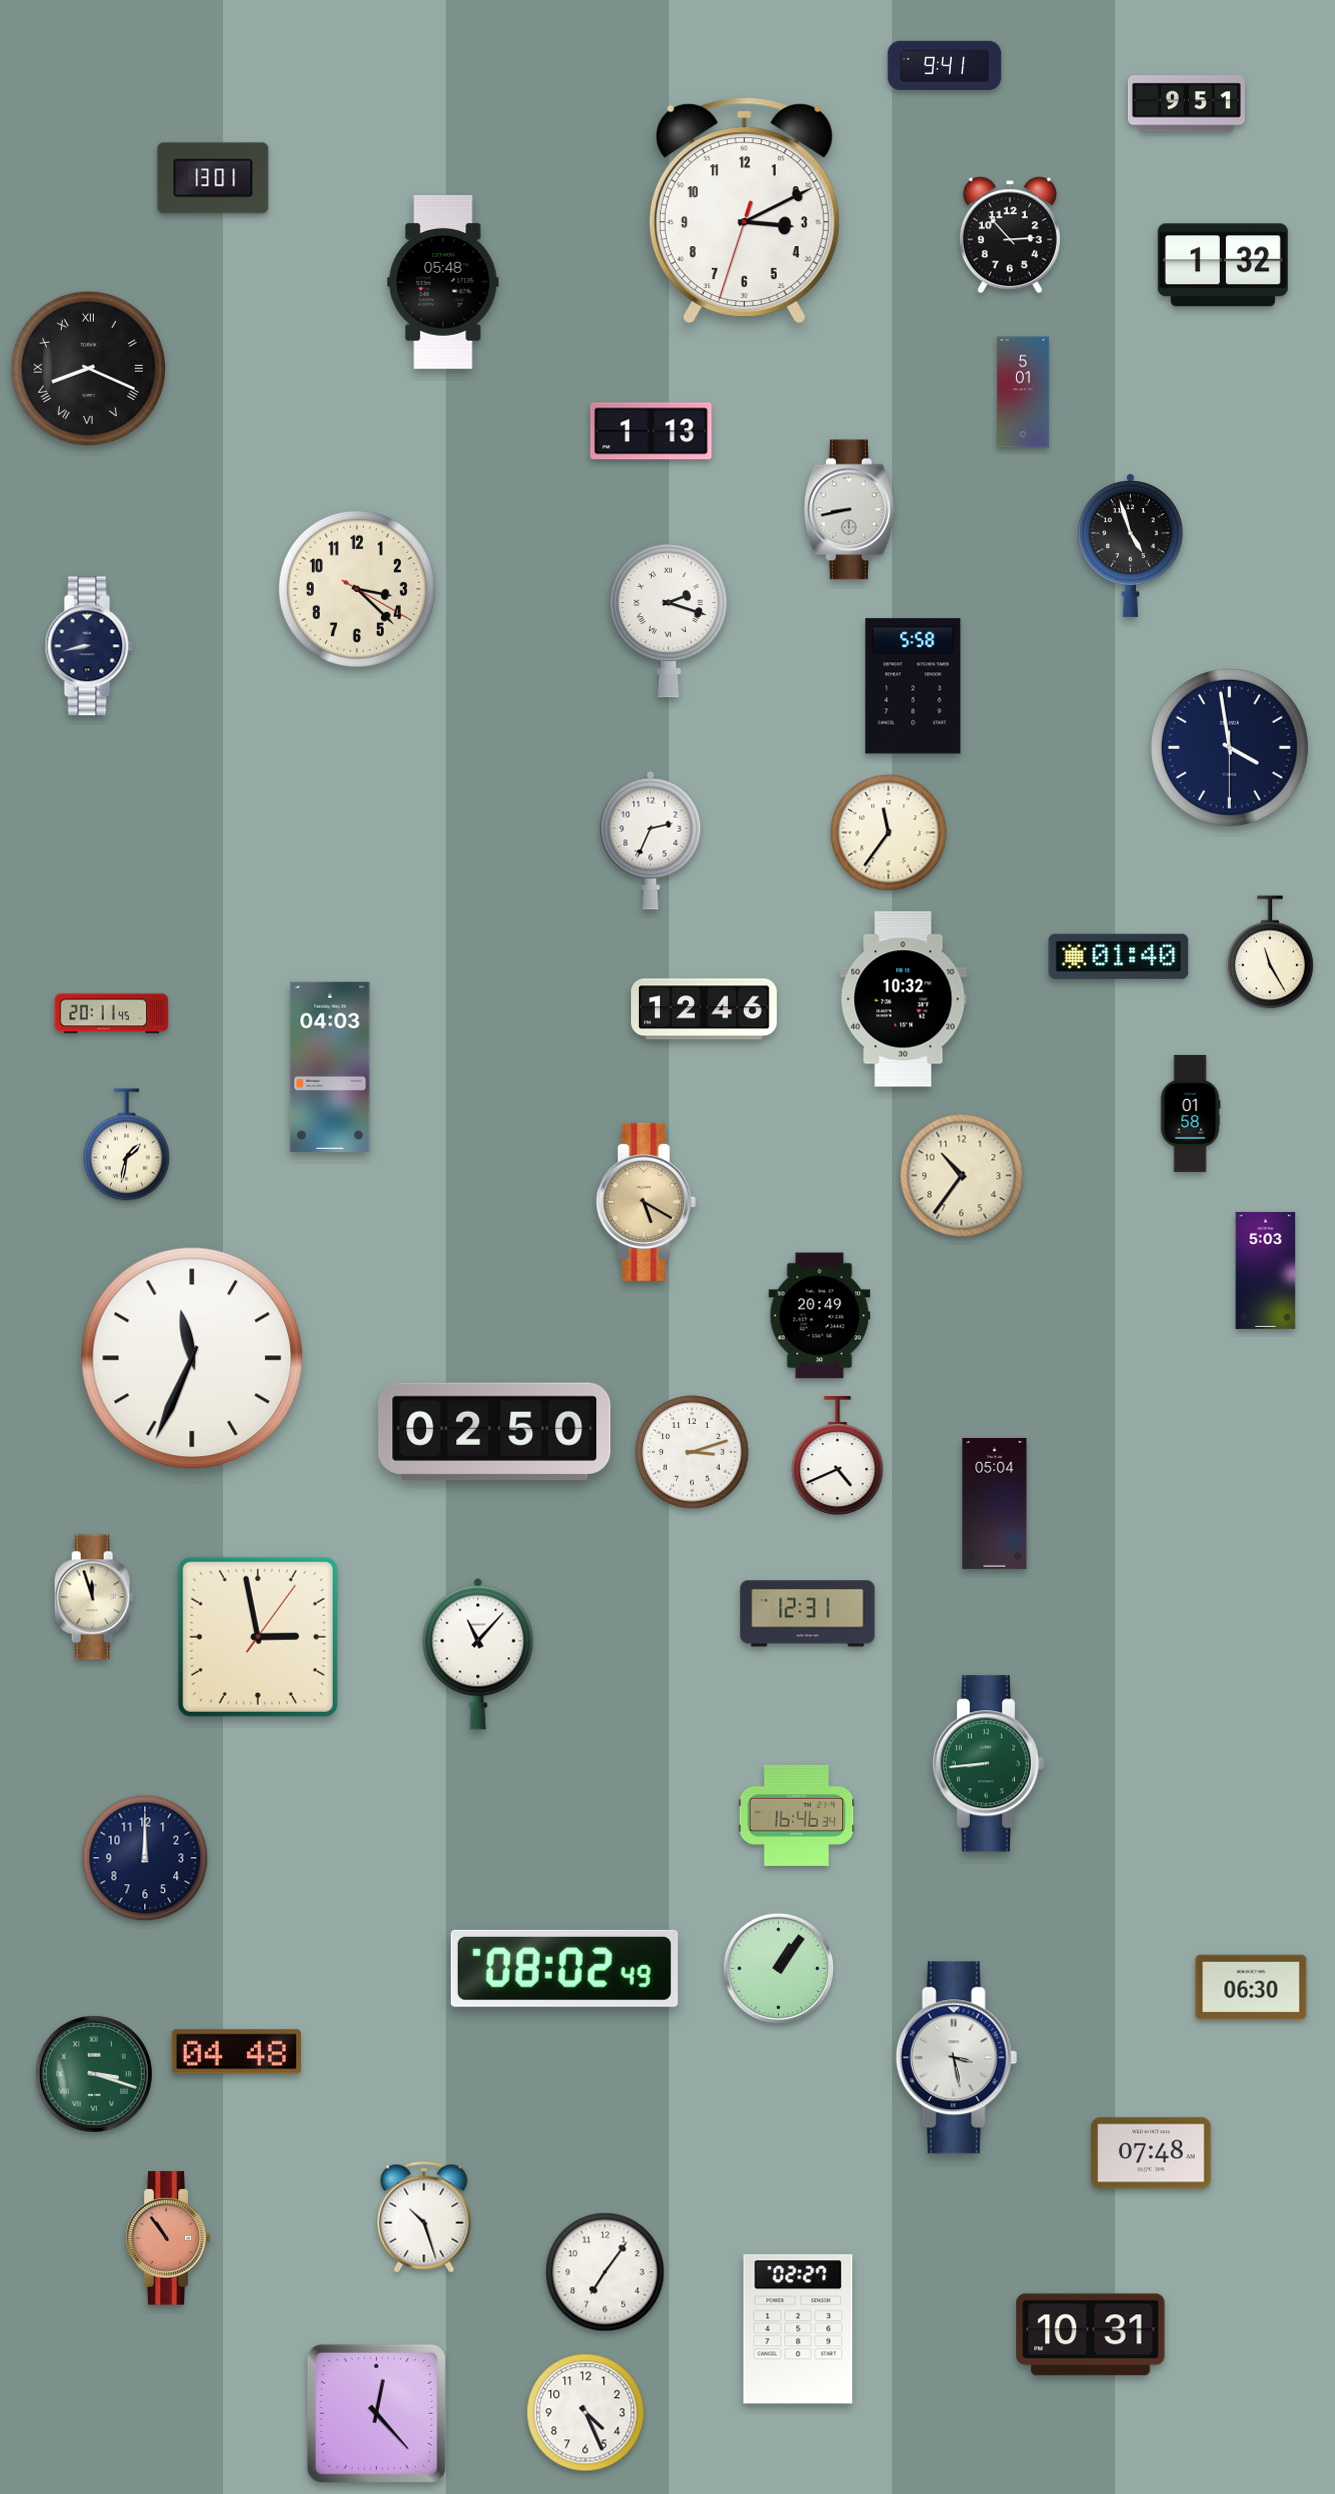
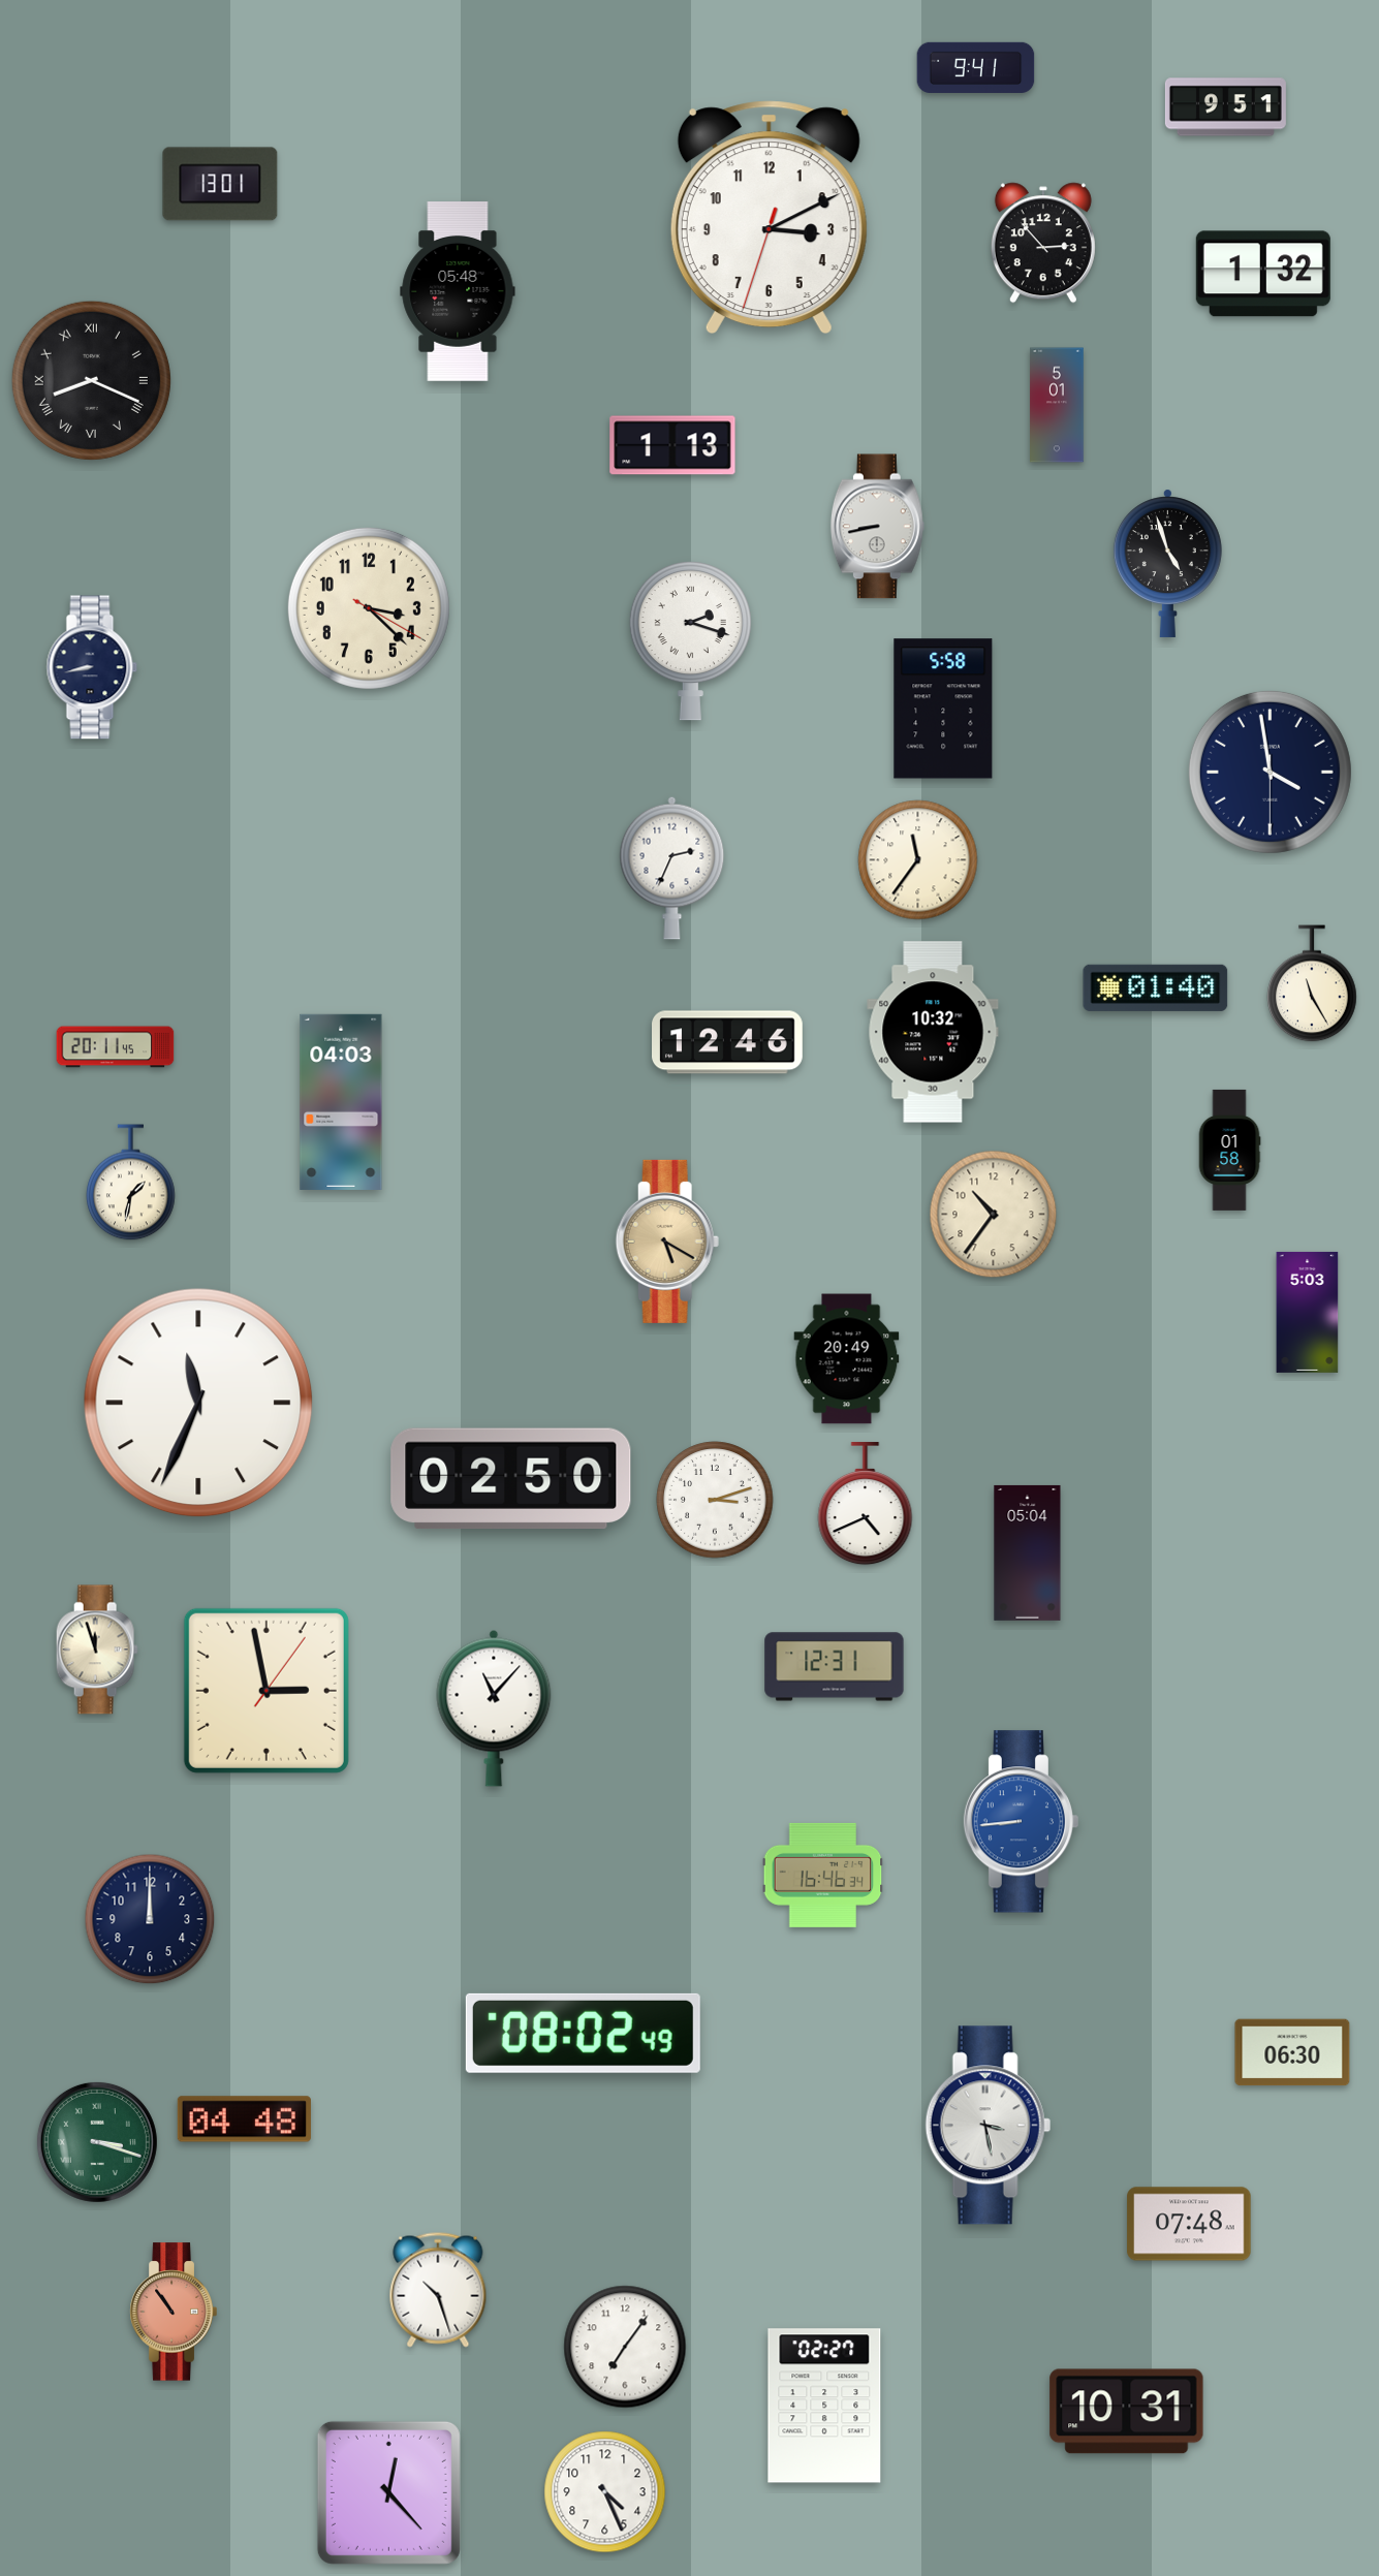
clock at (989, 1764) dial: green -> blue
clock at (779, 1969): 1:06 -> none
